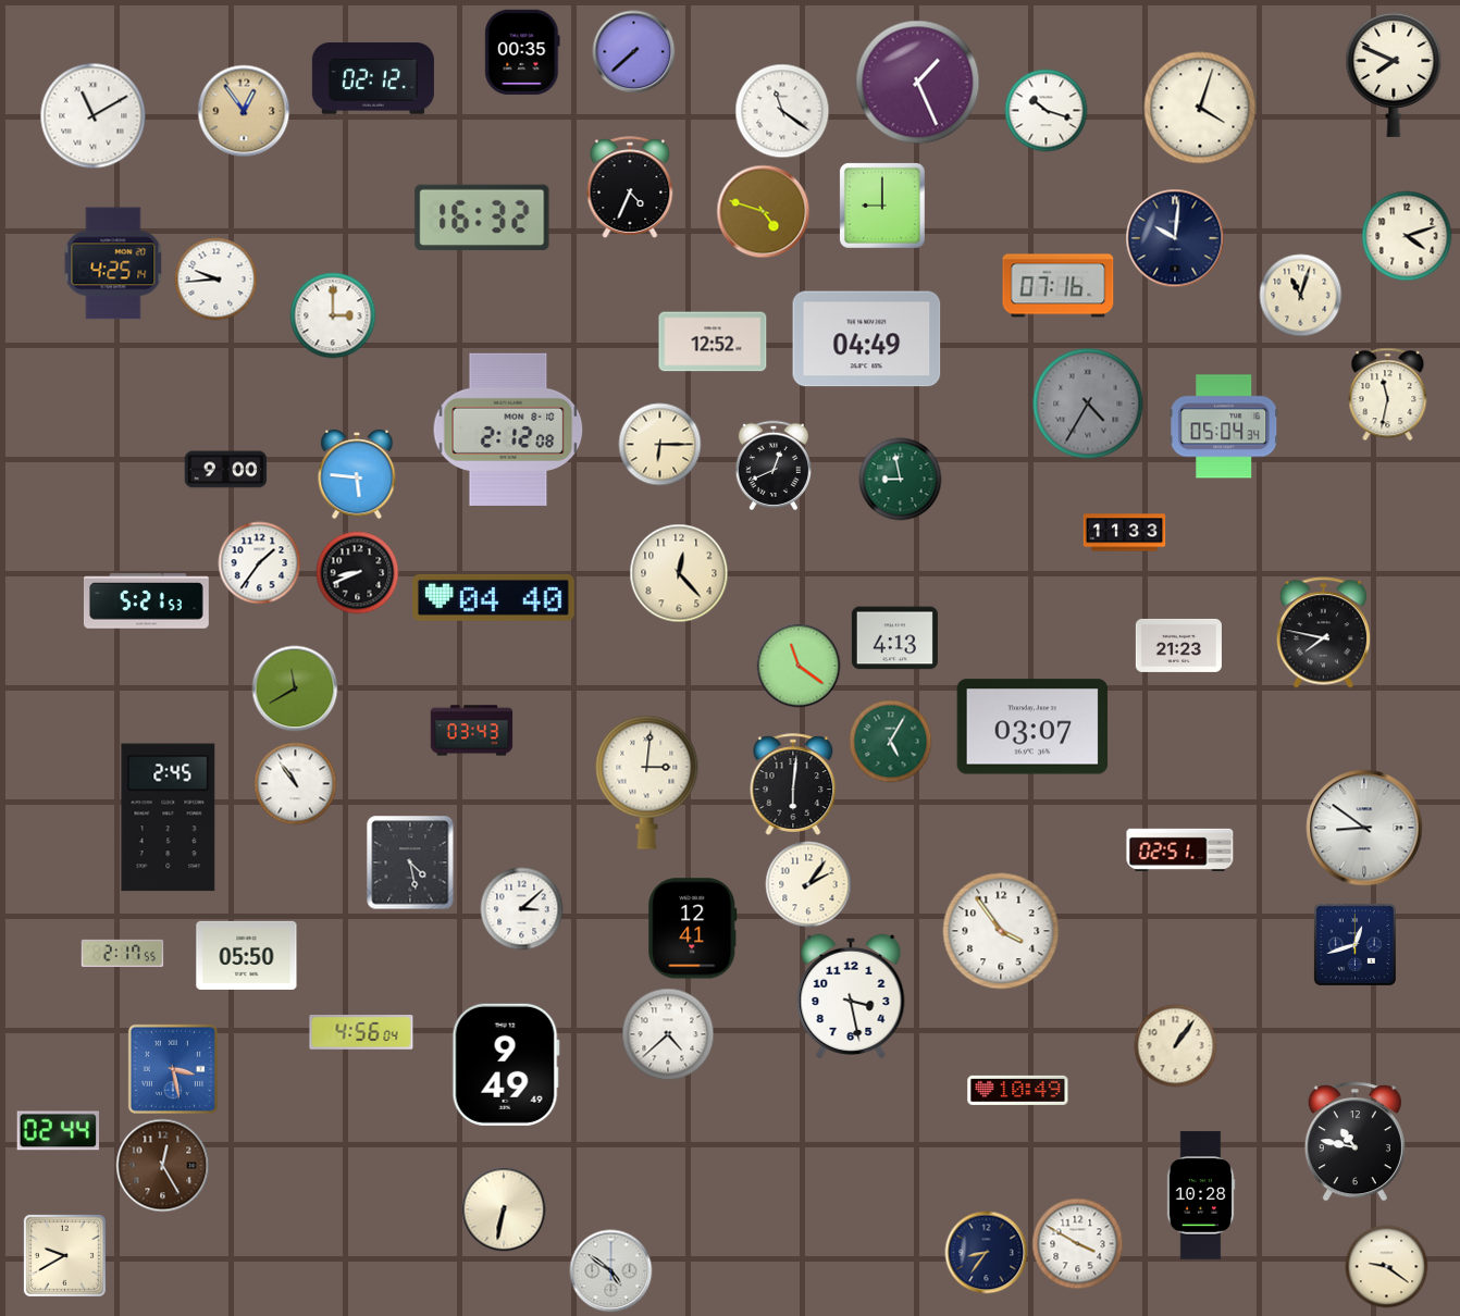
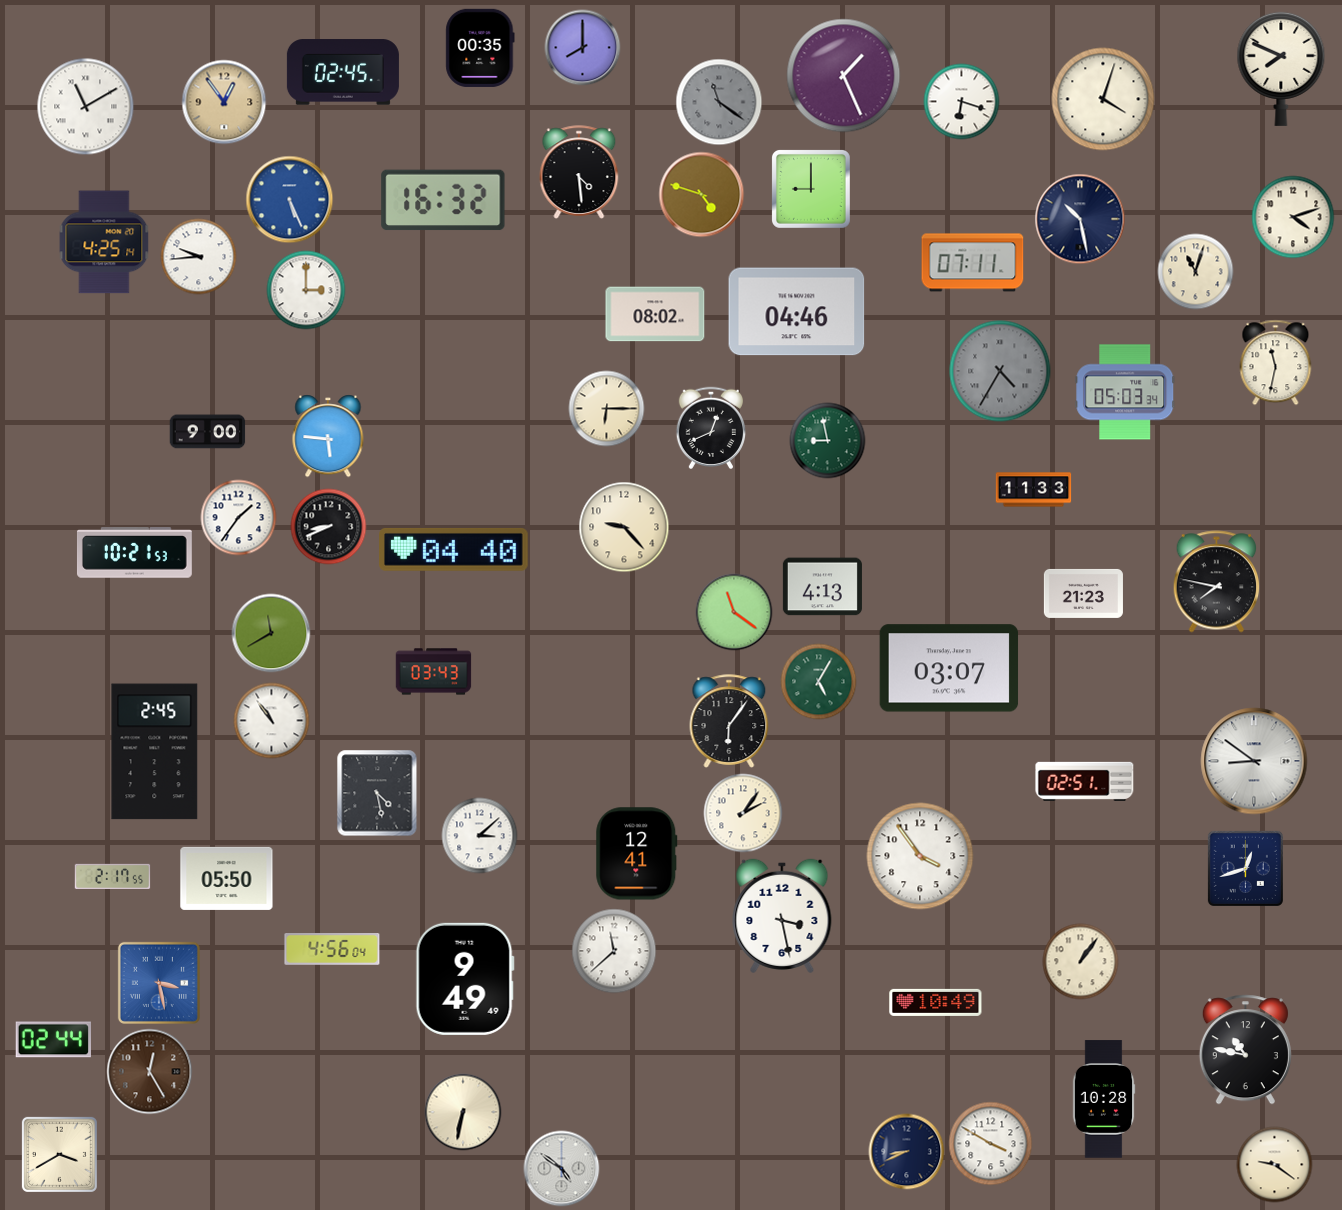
clock at (634, 52): 7:38 -> 8:00
clock at (373, 78): 02:12 -> 02:45
clock at (782, 111) dial: white -> grey
clock at (1047, 111): 10:18 -> 6:18
clock at (630, 187): 4:34 -> 4:29
clock at (290, 200): none -> 5:26
clock at (1175, 238): 10:01 -> 10:28
clock at (1059, 286): 07:16 -> 07:11
clock at (867, 339): 04:49 -> 04:46
clock at (713, 342): 12:52 -> 08:02
clock at (1224, 426): 05:04 -> 05:03
clock at (508, 429): 2:12 -> none
clock at (679, 573): 12:23 -> 9:23
clock at (146, 601): 5:21 -> 10:21
clock at (647, 782): 3:01 -> none
clock at (793, 784): 6:01 -> 6:06
clock at (668, 1034): 4:38 -> 11:38
clock at (987, 1253): 8:36 -> 8:41
clock at (64, 1255): 9:40 -> 3:40
